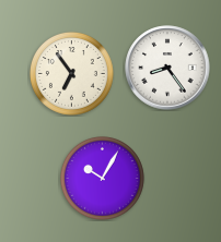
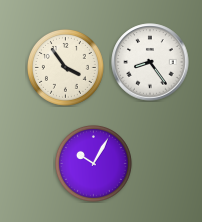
clock at (167, 68) position: (167, 68) -> (150, 62)
clock at (71, 73): 6:54 -> 3:54
